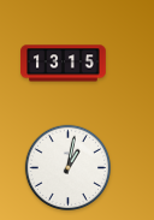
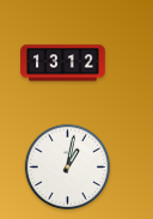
clock at (64, 64): 13:15 -> 13:12
